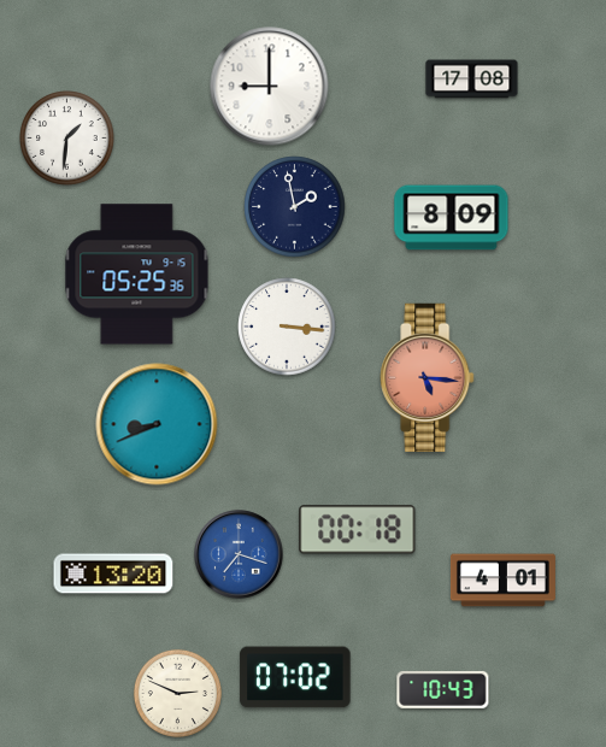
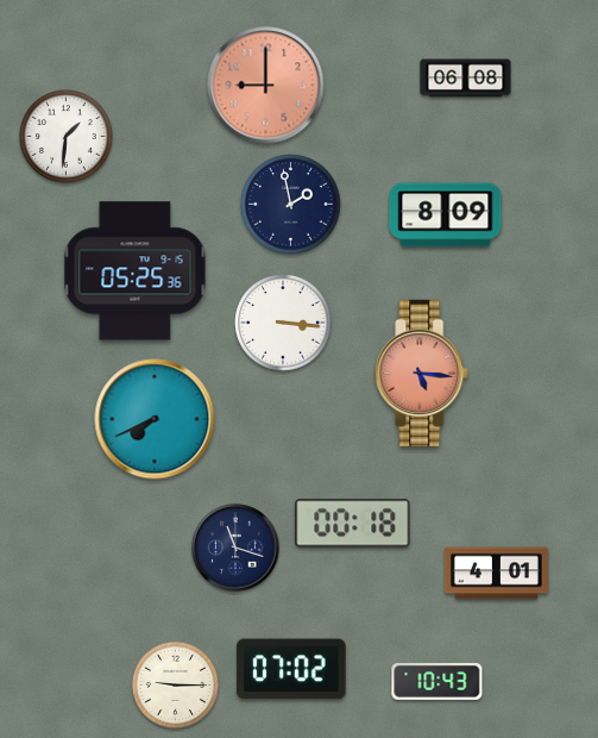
clock at (472, 80): 17:08 -> 06:08
clock at (270, 87) dial: white -> salmon
clock at (157, 424): 8:41 -> 7:41
clock at (239, 554): 7:18 -> 11:18
clock at (239, 554) dial: blue -> navy
clock at (113, 574): 13:20 -> none
clock at (177, 693): 2:49 -> 9:15
